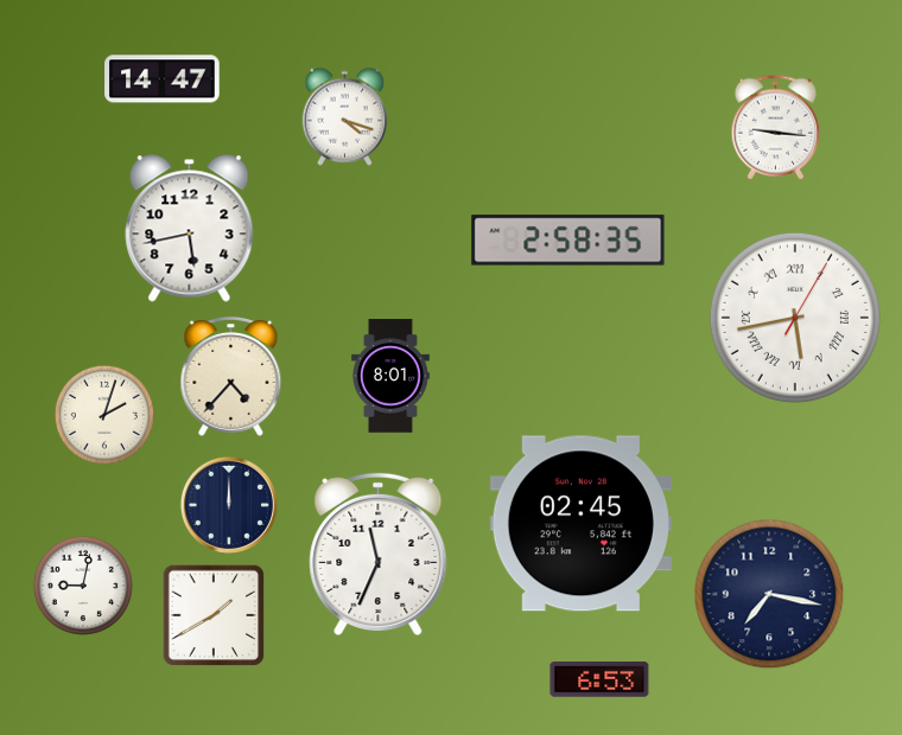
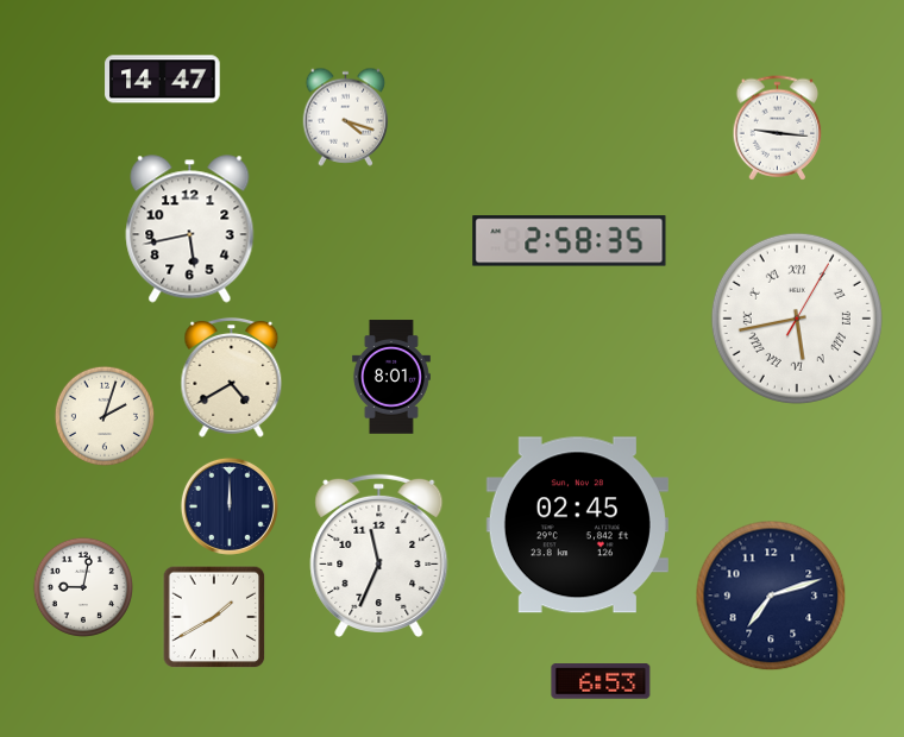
clock at (231, 376): 4:37 -> 4:40
clock at (580, 524) position: (580, 524) -> (577, 525)
clock at (769, 594): 7:17 -> 7:12
